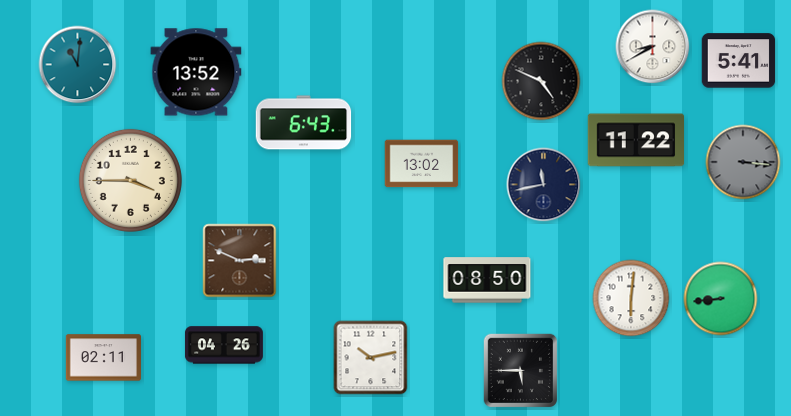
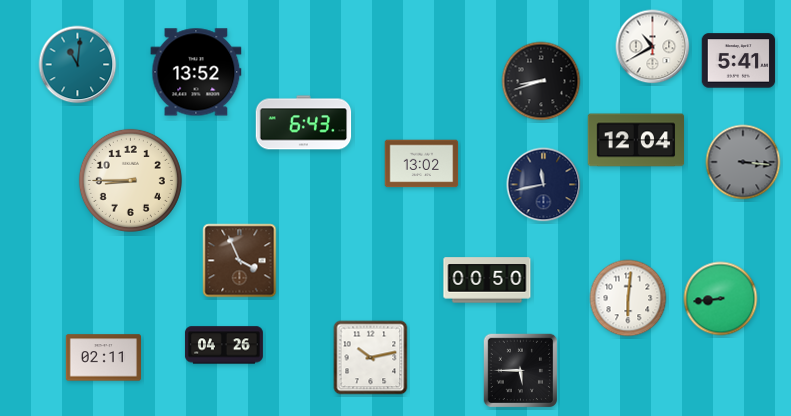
clock at (653, 47): 8:40 -> 10:40
clock at (541, 81): 4:49 -> 8:42
clock at (636, 140): 11:22 -> 12:04
clock at (130, 180): 3:45 -> 8:45
clock at (240, 261): 2:49 -> 3:56
clock at (487, 280): 08:50 -> 00:50
clock at (631, 298) position: (631, 298) -> (628, 298)
